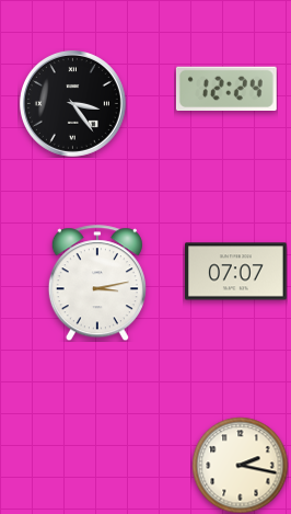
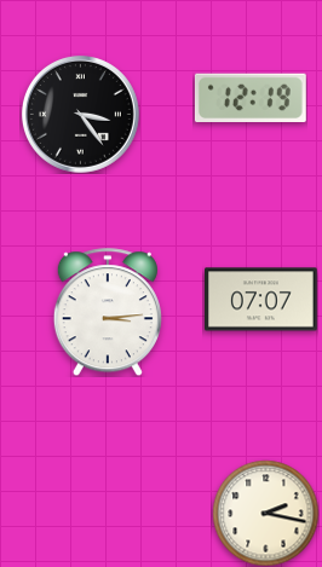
clock at (226, 88): 12:24 -> 12:19
clock at (97, 283): 3:13 -> 3:14
